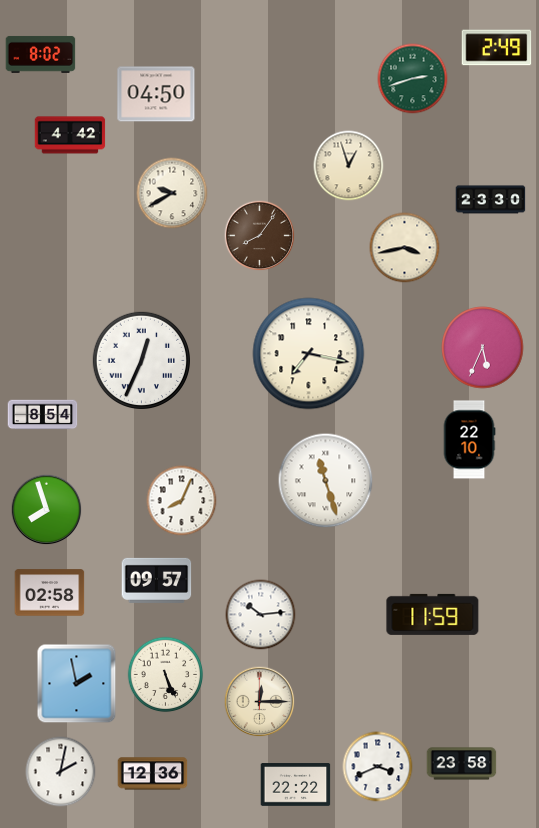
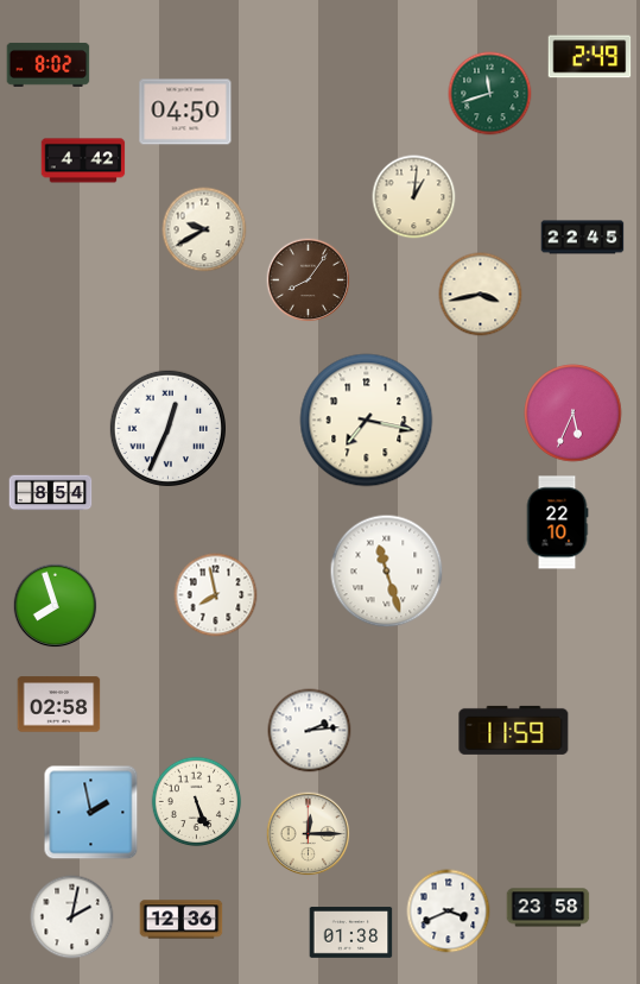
clock at (413, 79): 2:42 -> 11:42
clock at (349, 166): 12:57 -> 1:01
clock at (491, 200): 23:30 -> 22:45
clock at (182, 501): 8:04 -> 7:58
clock at (157, 580): 09:57 -> none
clock at (261, 615): 10:14 -> 2:14
clock at (296, 785): 22:22 -> 01:38
